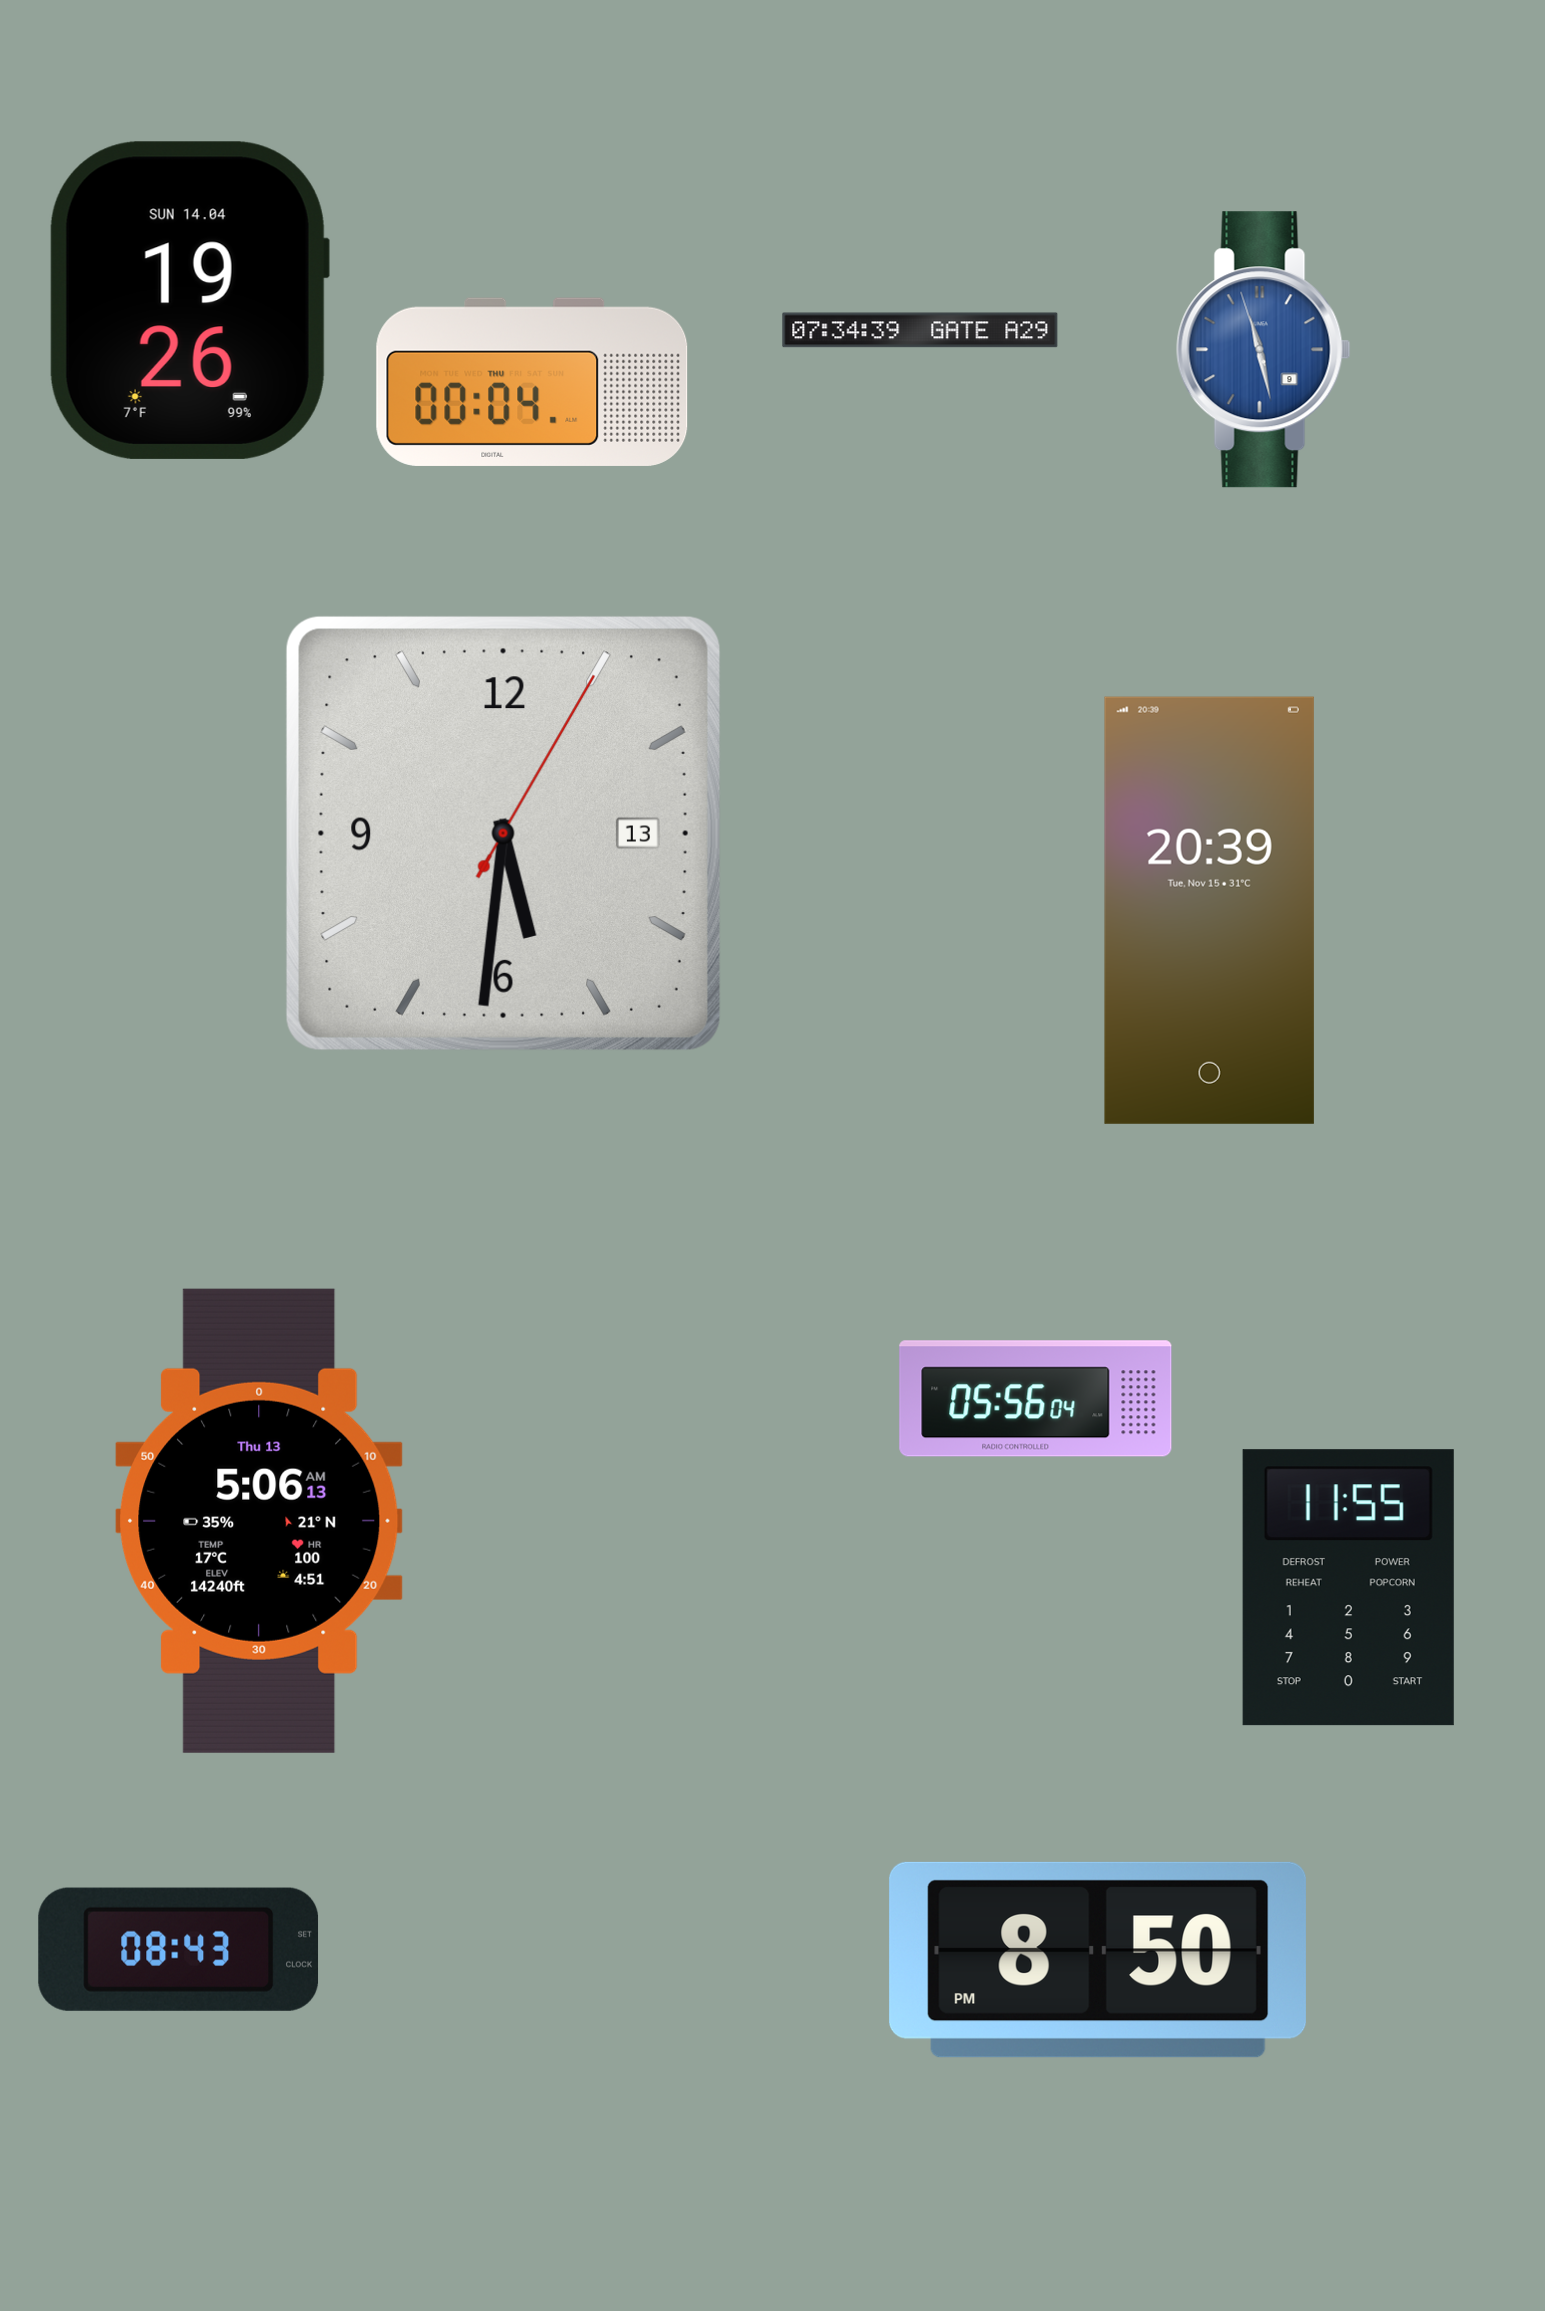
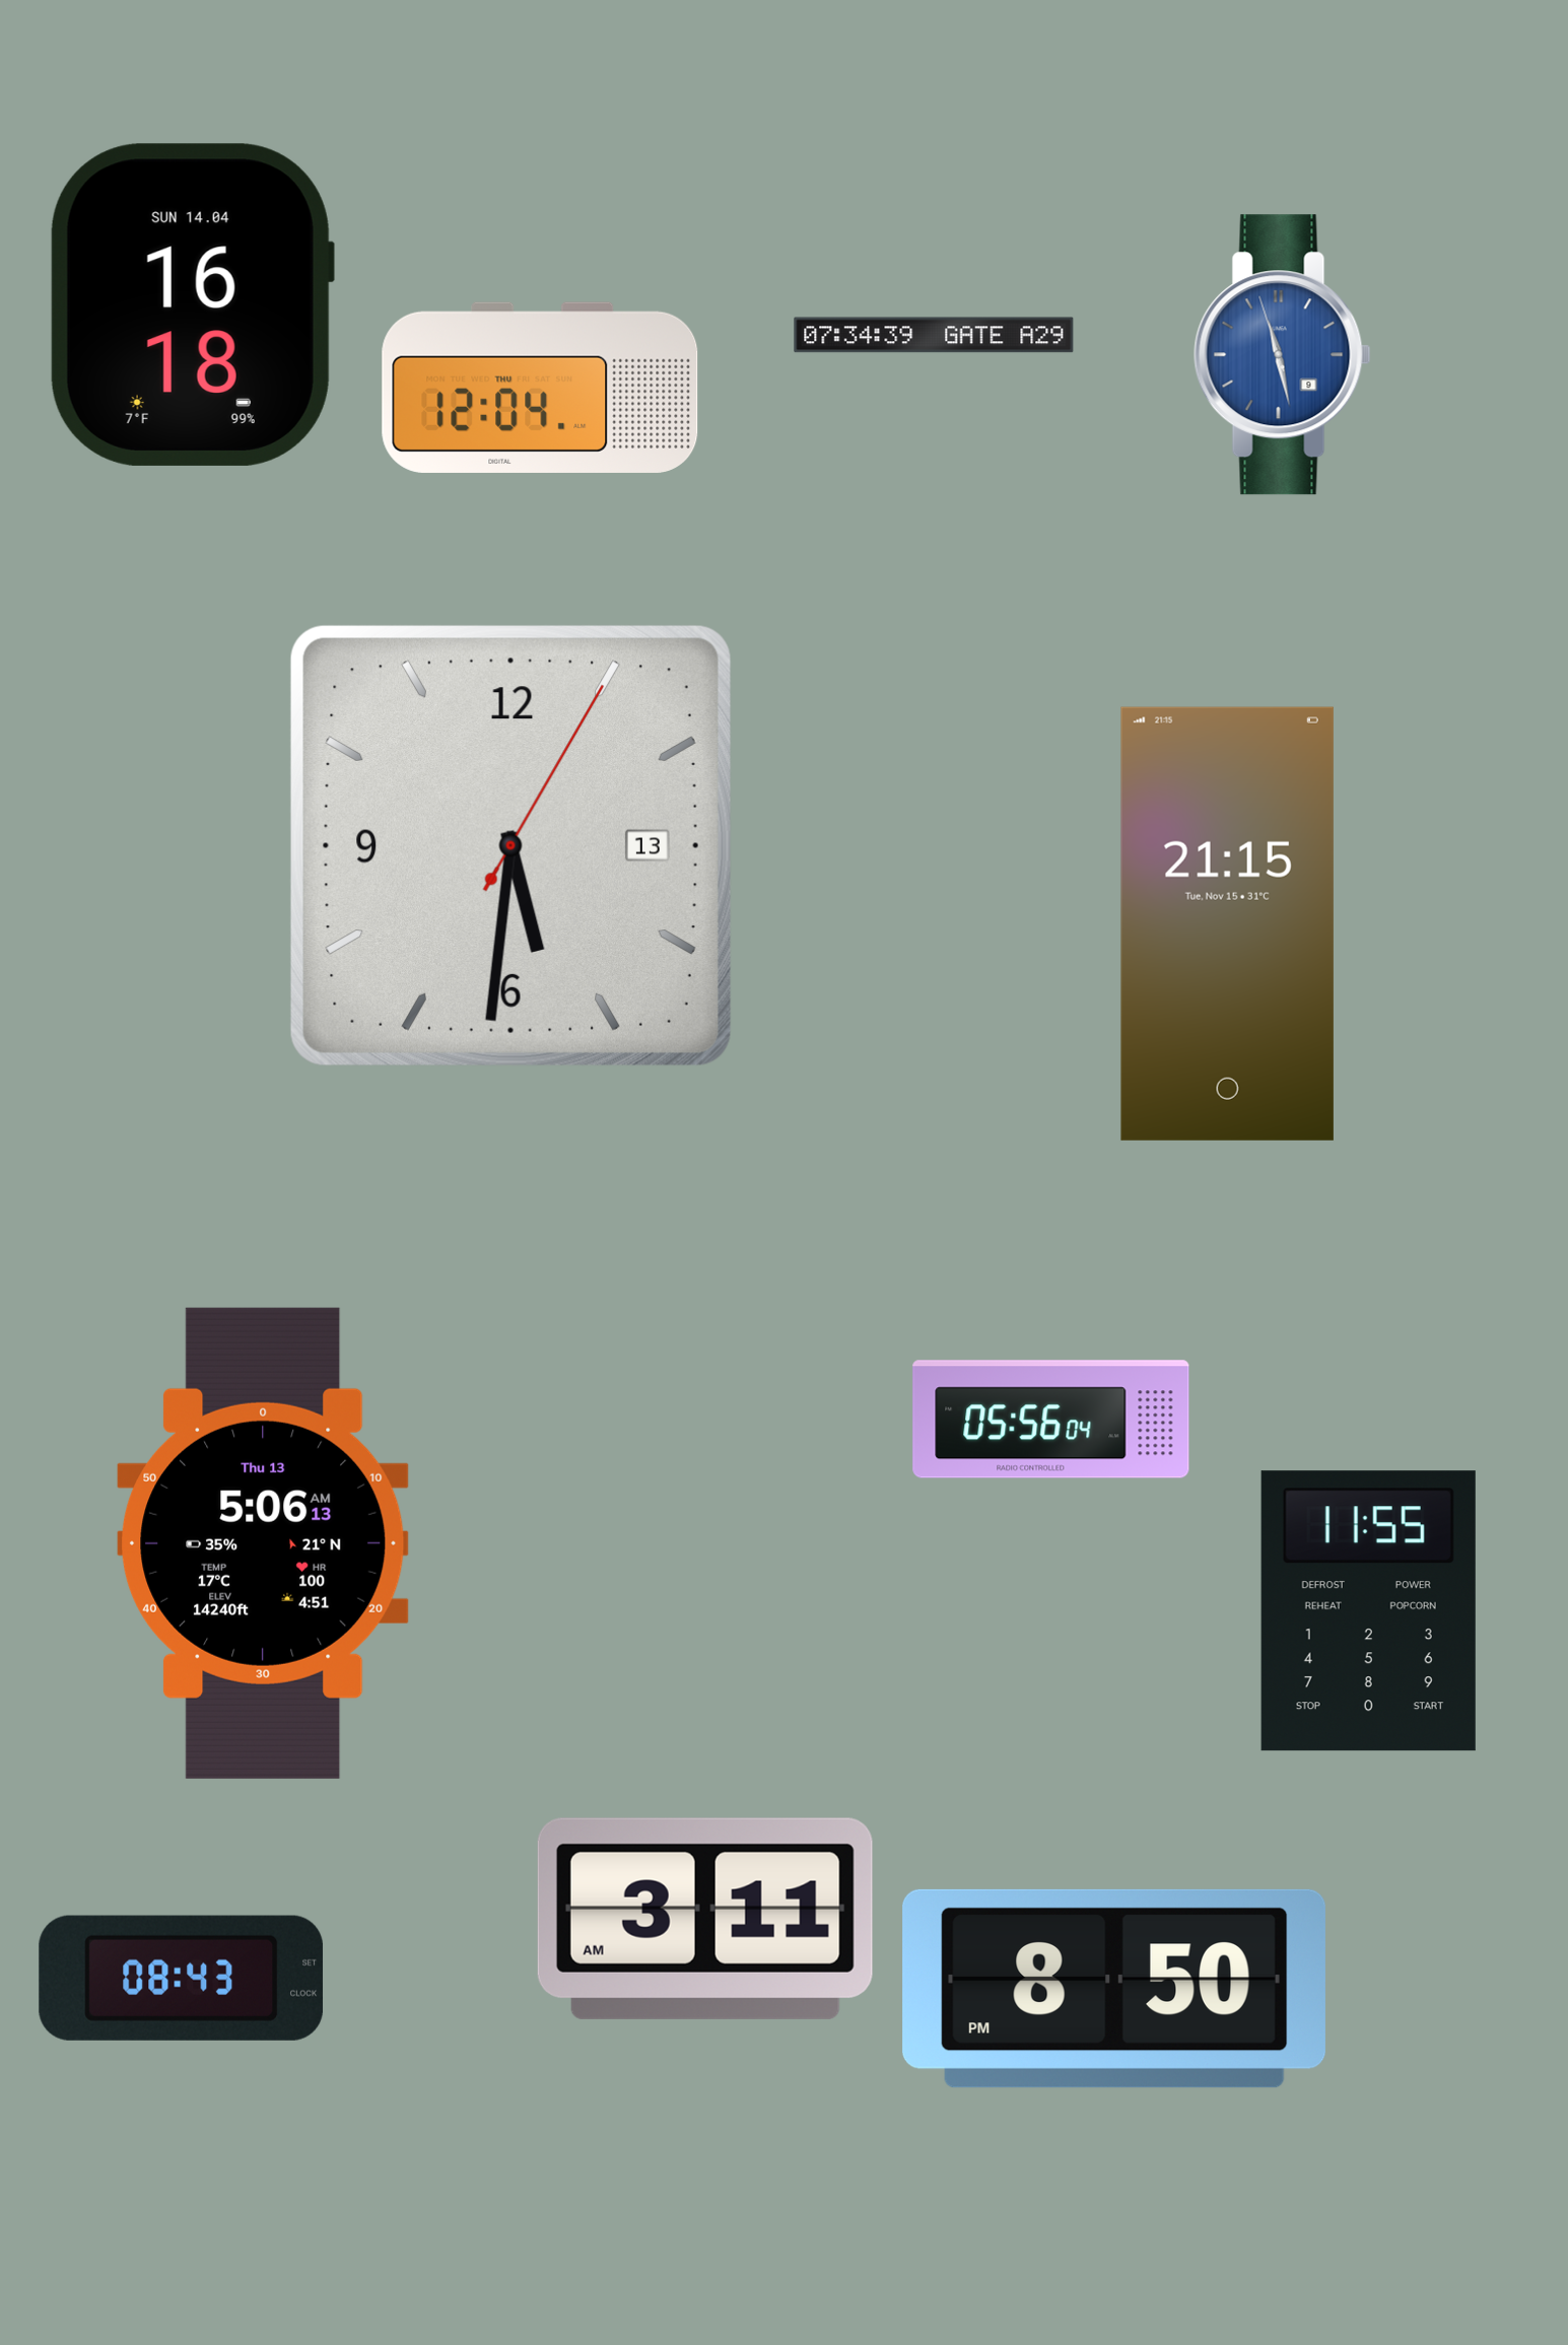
clock at (189, 300): 19:26 -> 16:18
clock at (532, 382): 00:04 -> 12:04
clock at (1209, 910): 20:39 -> 21:15
clock at (705, 1919): none -> 3:11
